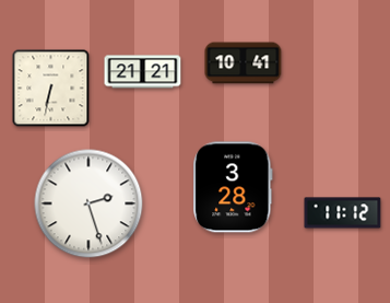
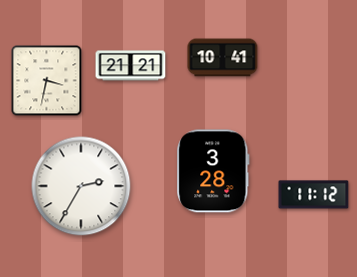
clock at (51, 89): 6:32 -> 3:32
clock at (88, 203): 2:27 -> 2:35
